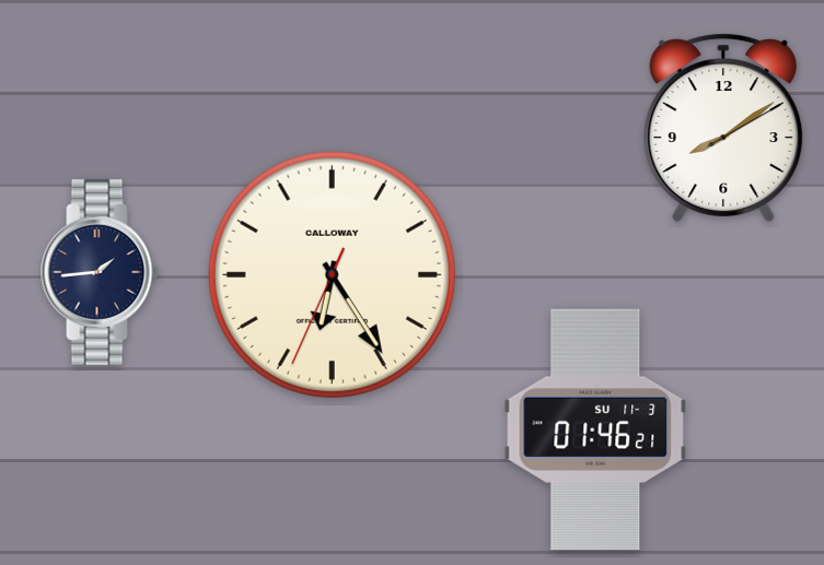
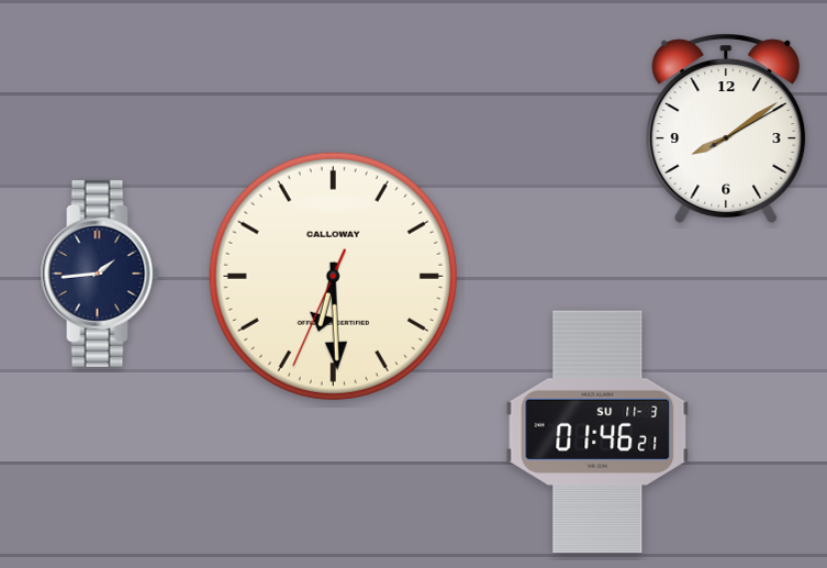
clock at (332, 274): 6:24 -> 6:29
